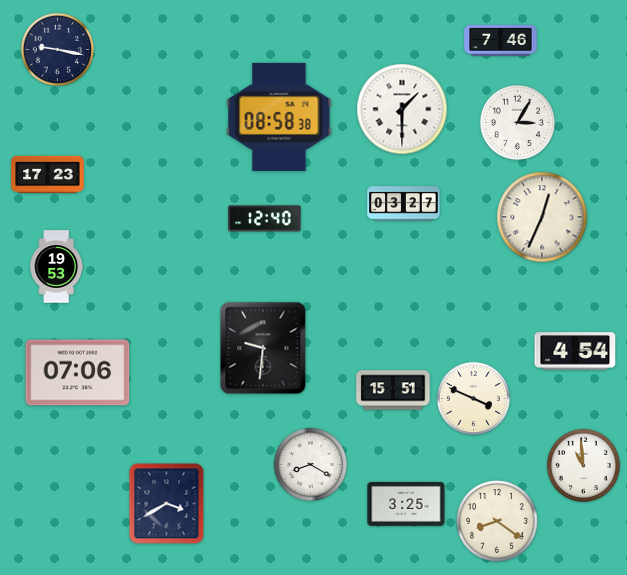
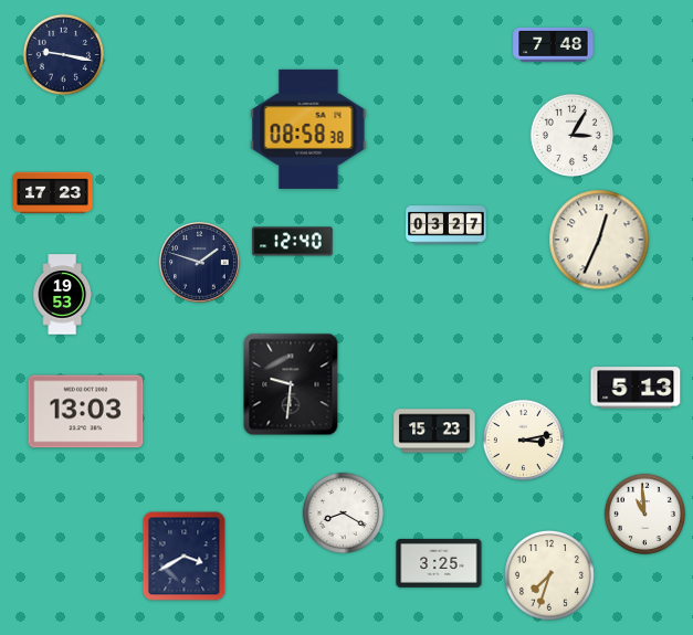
clock at (501, 40): 7:46 -> 7:48
clock at (402, 109): 1:30 -> none
clock at (200, 263): none -> 1:48
clock at (575, 351): 4:54 -> 5:13
clock at (78, 373): 07:06 -> 13:03
clock at (393, 390): 15:51 -> 15:23
clock at (473, 398): 3:49 -> 3:13
clock at (406, 504) position: (406, 504) -> (439, 563)
clock at (498, 522): 8:21 -> 7:33
